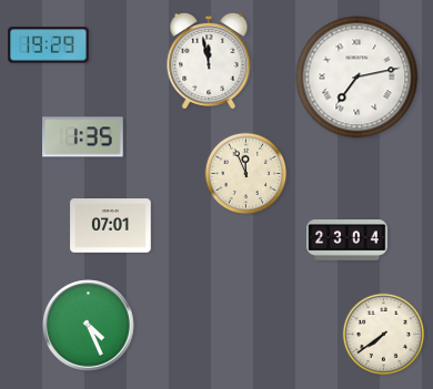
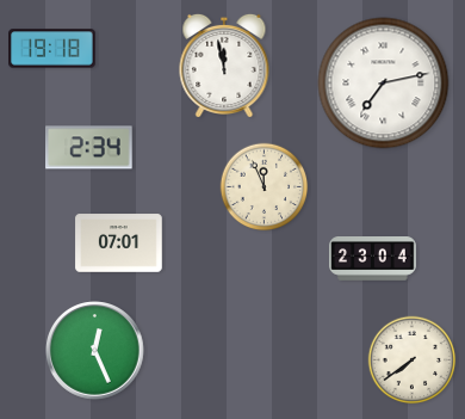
clock at (49, 45): 19:29 -> 19:18
clock at (83, 137): 1:35 -> 2:34
clock at (89, 326): 4:26 -> 12:26
